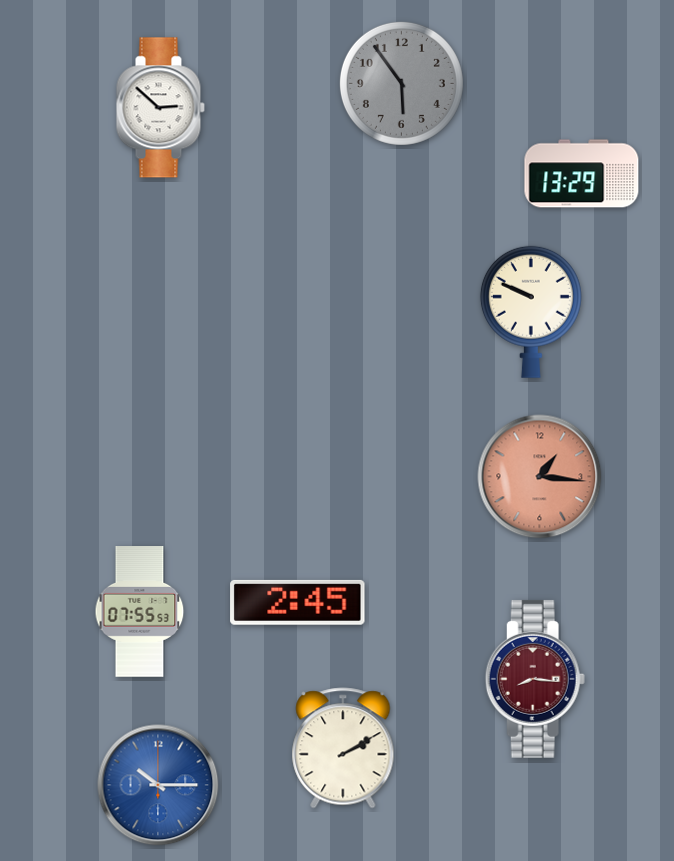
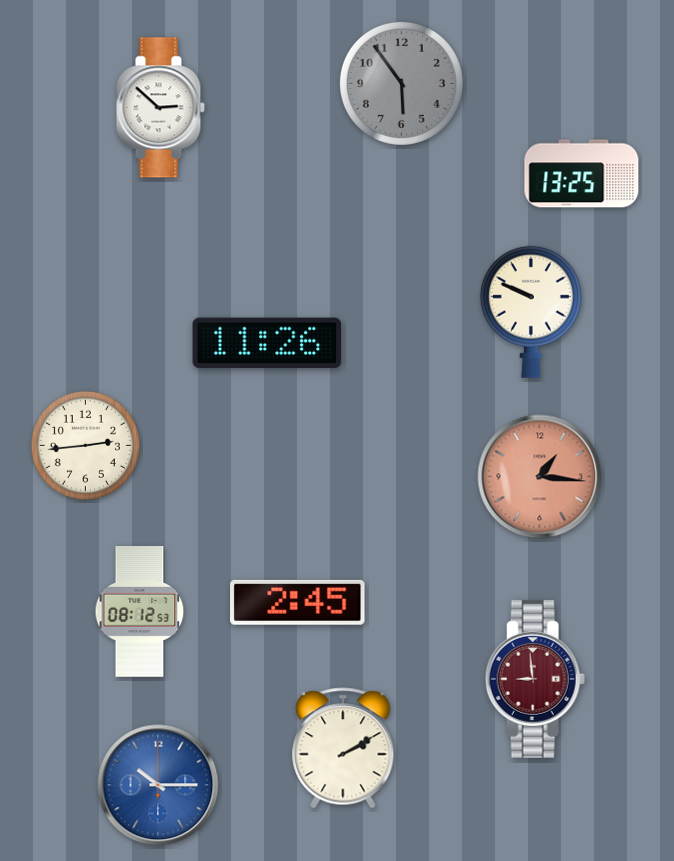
clock at (582, 174): 13:29 -> 13:25
clock at (267, 343): none -> 11:26
clock at (85, 445): none -> 2:44
clock at (140, 612): 07:55 -> 08:12
clock at (535, 679): 8:16 -> 8:59
